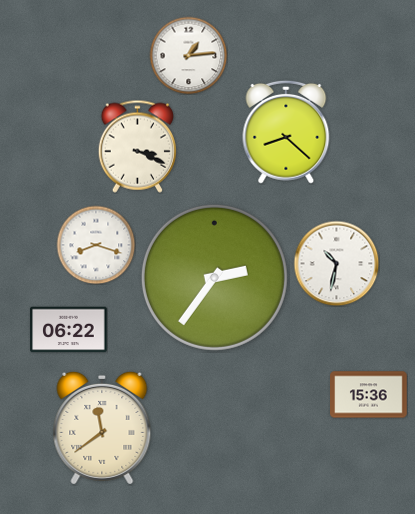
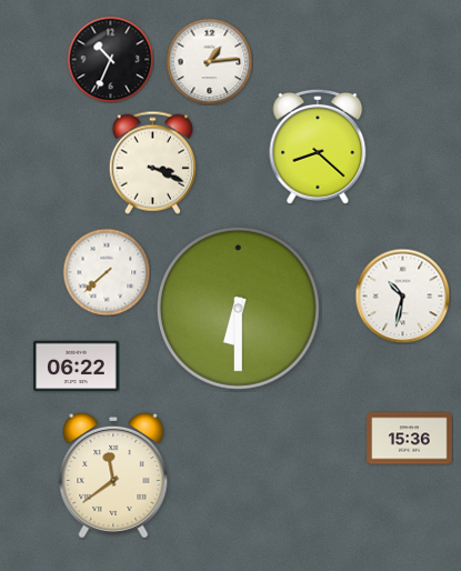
clock at (110, 59): none -> 10:34
clock at (96, 245): 8:18 -> 7:38
clock at (336, 263) position: (336, 263) -> (402, 295)
clock at (214, 277): 2:36 -> 6:30
